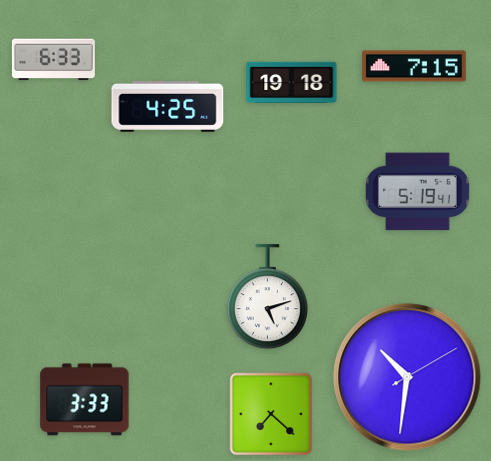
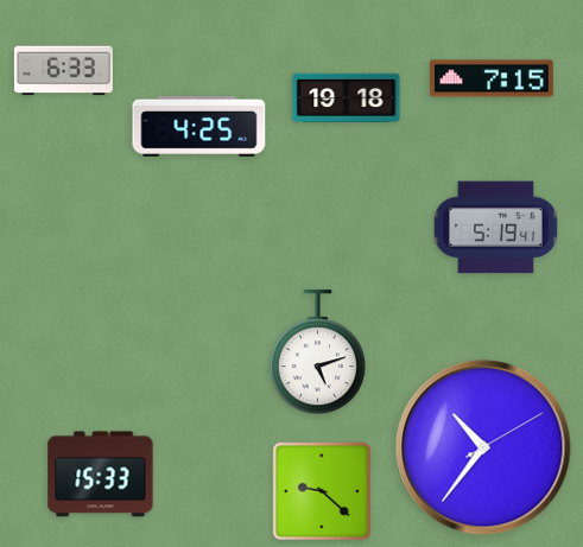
clock at (407, 377): 10:31 -> 10:36
clock at (85, 400): 3:33 -> 15:33
clock at (271, 414): 7:22 -> 9:22
